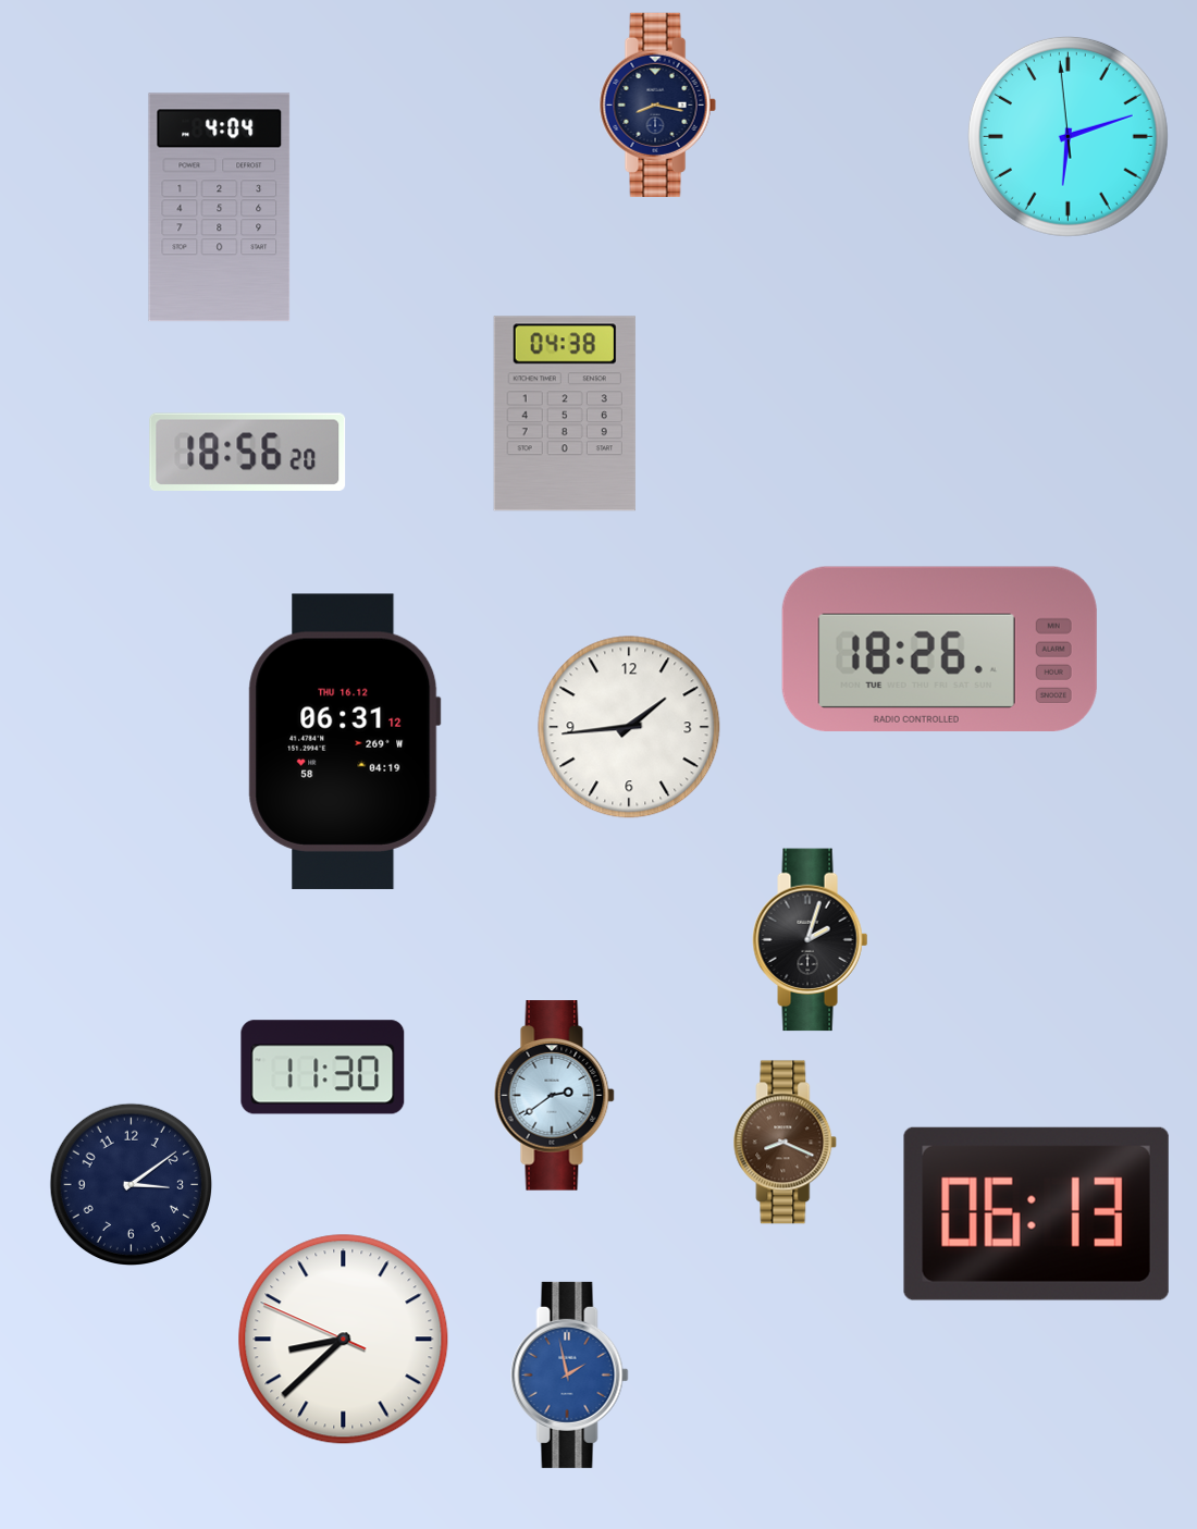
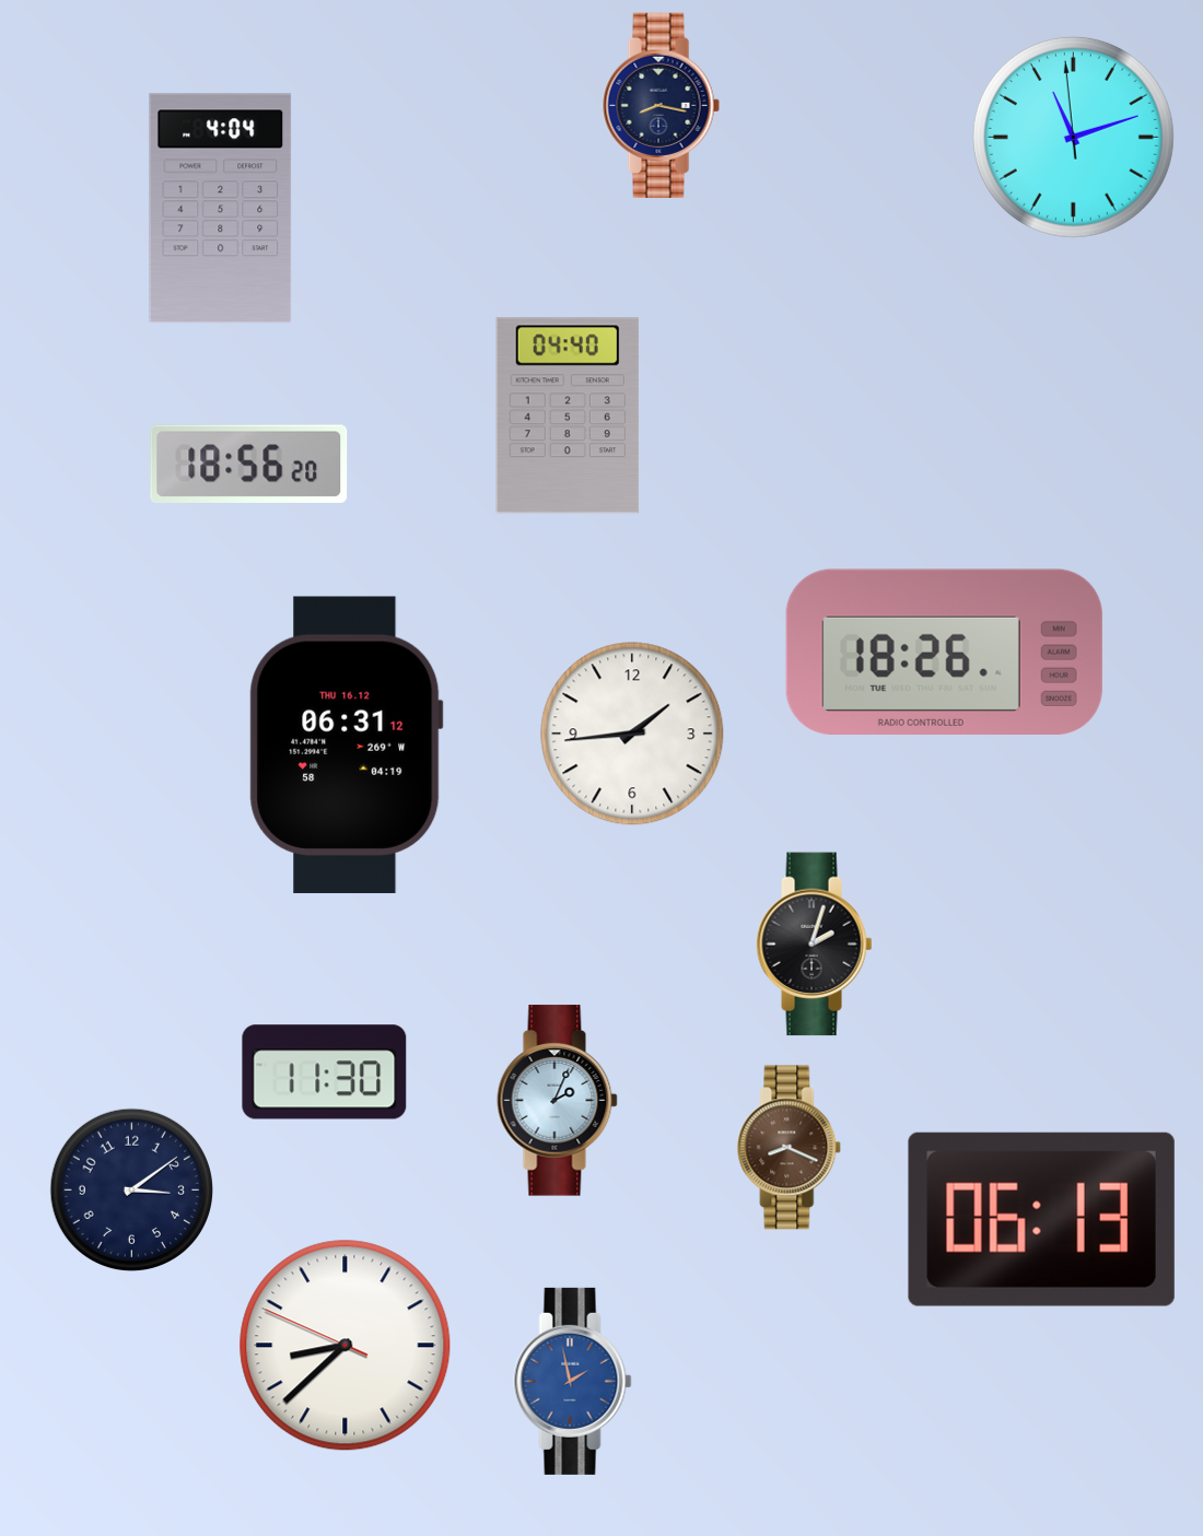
clock at (1068, 136): 6:11 -> 11:11
clock at (565, 414): 04:38 -> 04:40
clock at (248, 452) position: (248, 452) -> (249, 464)
clock at (629, 727) position: (629, 727) -> (632, 734)
clock at (554, 1096): 2:39 -> 2:04
